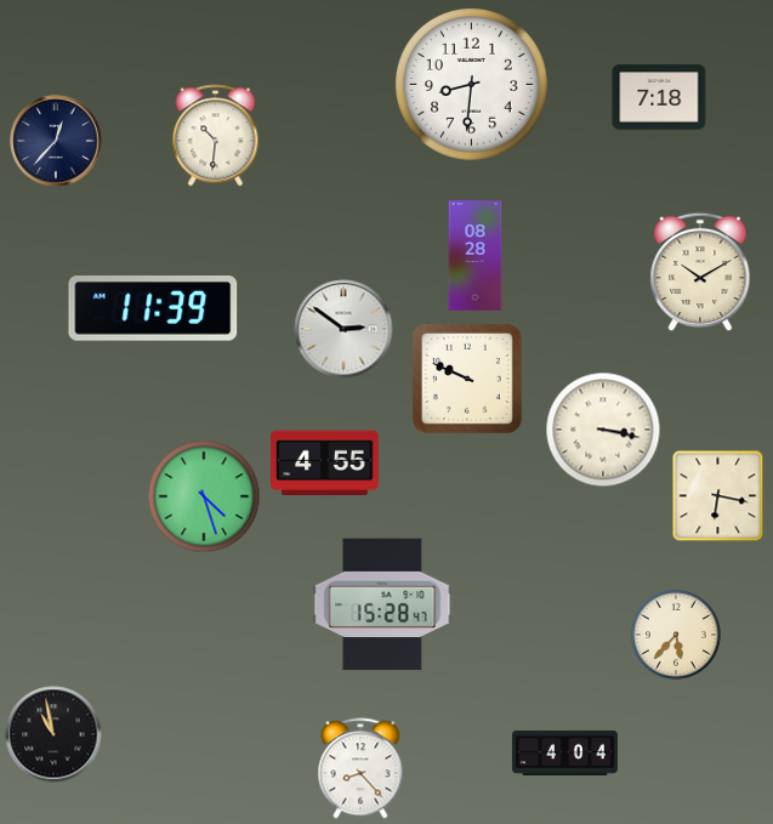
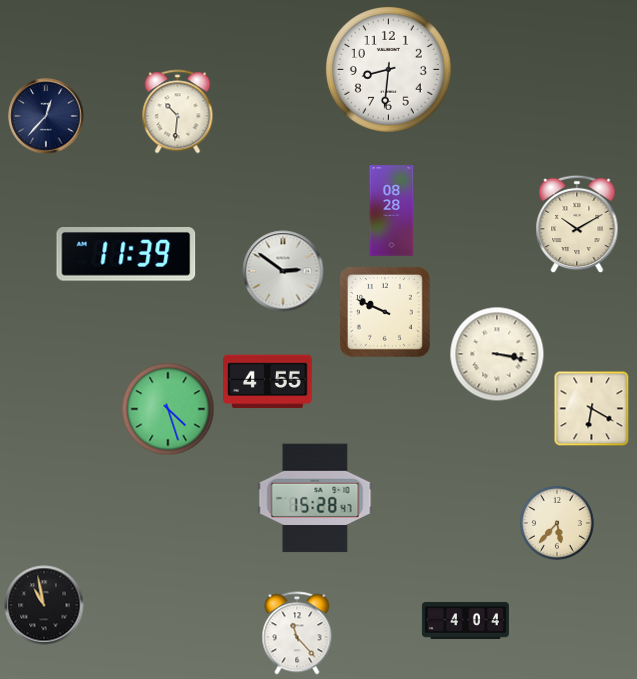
clock at (659, 97): 7:18 -> none
clock at (718, 496): 6:17 -> 6:20
clock at (360, 768): 8:23 -> 11:23
